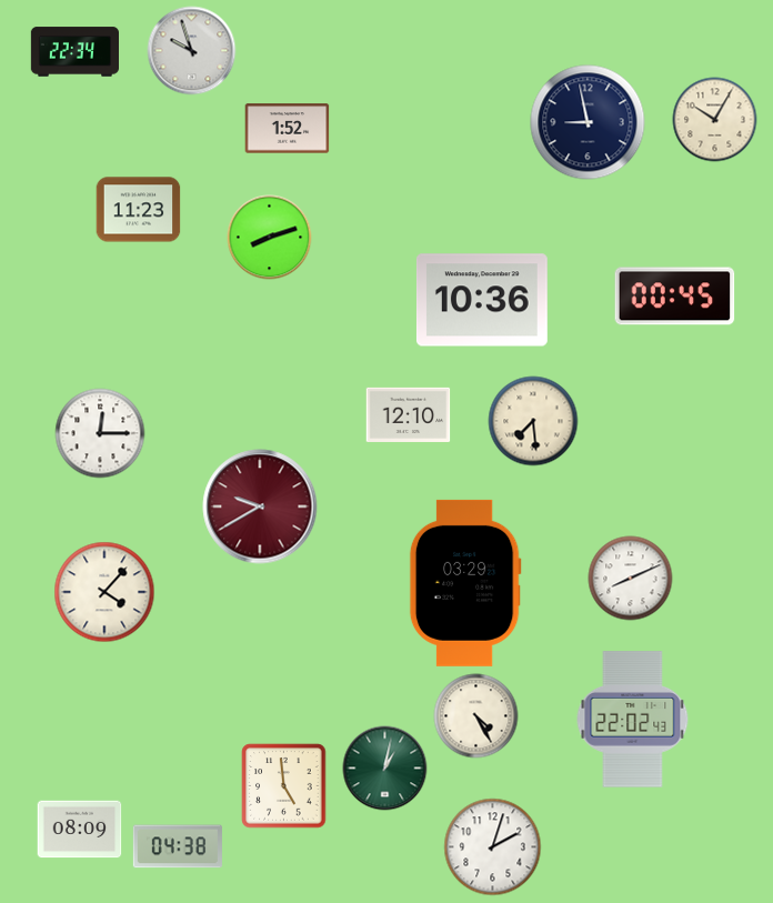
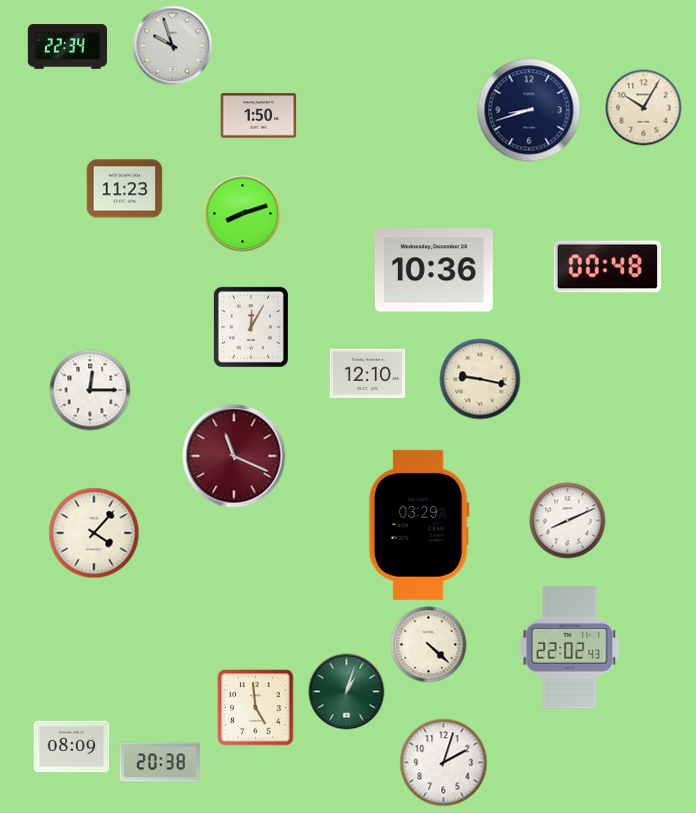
clock at (588, 122): 8:58 -> 8:42
clock at (288, 129): 1:52 -> 1:50
clock at (675, 297): 00:45 -> 00:48
clock at (251, 327): none -> 12:05
clock at (533, 421): 7:29 -> 9:17
clock at (260, 506): 9:40 -> 11:19
clock at (476, 716): 4:25 -> 4:22
clock at (385, 769): 1:02 -> 1:03
clock at (178, 846): 04:38 -> 20:38
